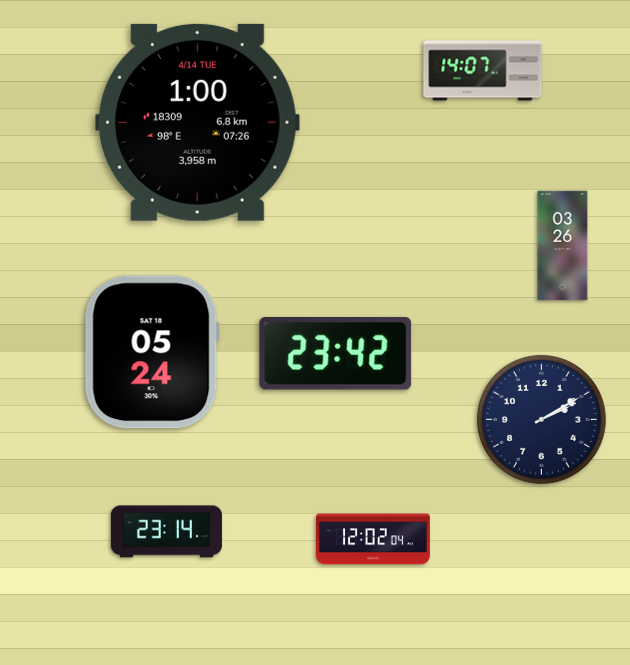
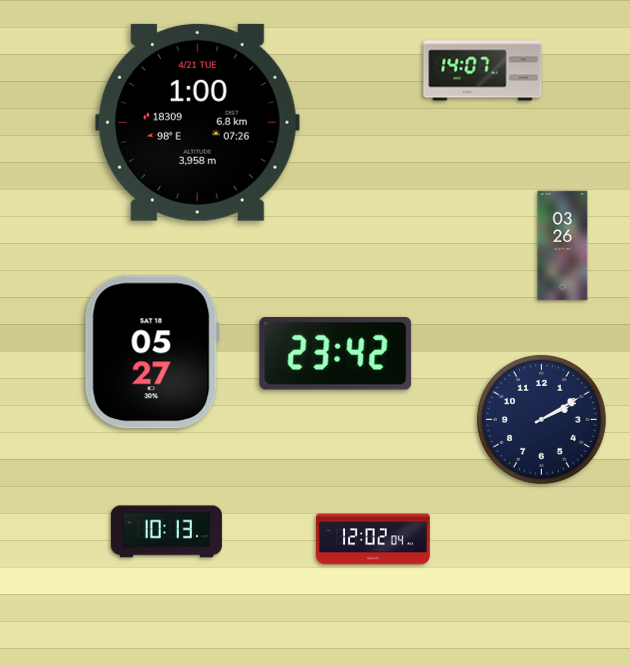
clock at (197, 122) date: 4/14 TUE -> 4/21 TUE
clock at (152, 352): 05:24 -> 05:27
clock at (166, 532): 23:14 -> 10:13
